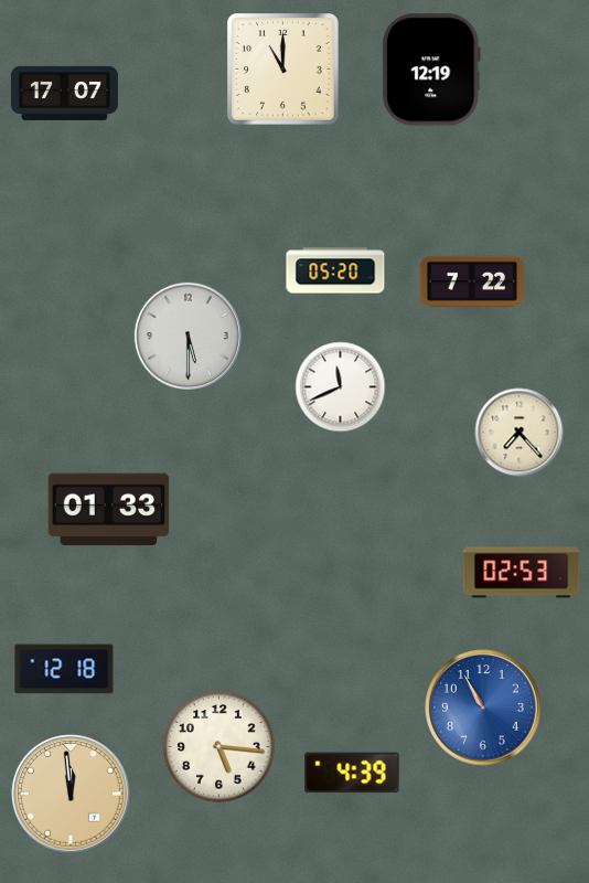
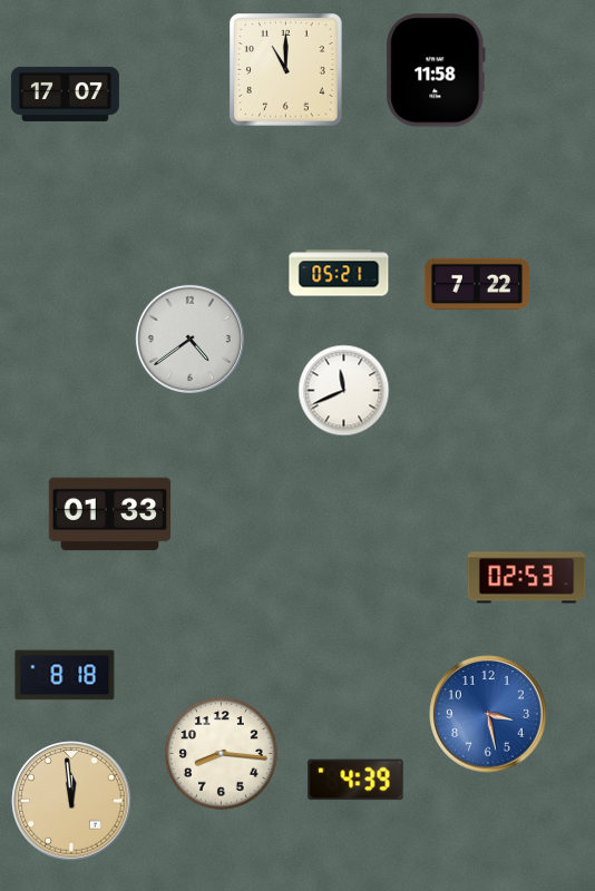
clock at (431, 70): 12:19 -> 11:58
clock at (335, 270): 05:20 -> 05:21
clock at (188, 336): 5:30 -> 4:39
clock at (520, 433): 7:23 -> none
clock at (64, 669): 12:18 -> 8:18
clock at (484, 709): 10:55 -> 3:28
clock at (219, 747): 5:16 -> 8:16
